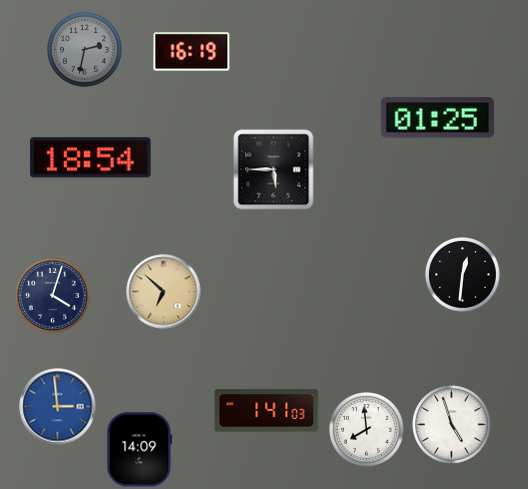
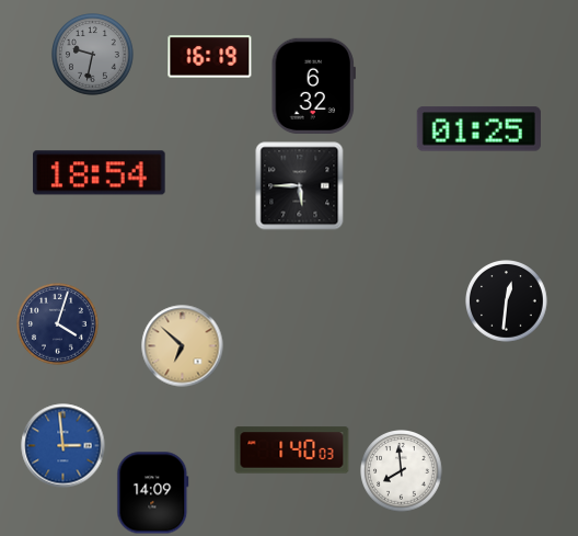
clock at (85, 50): 2:32 -> 9:32
clock at (313, 85): none -> 6:32
clock at (164, 292) position: (164, 292) -> (183, 346)
clock at (267, 411): 1:41 -> 1:40
clock at (452, 425): 4:57 -> none
